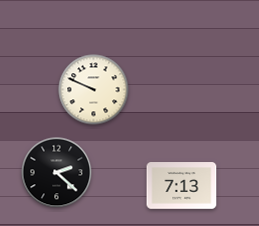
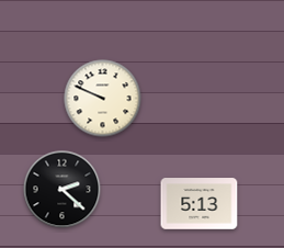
clock at (182, 186): 7:13 -> 5:13
